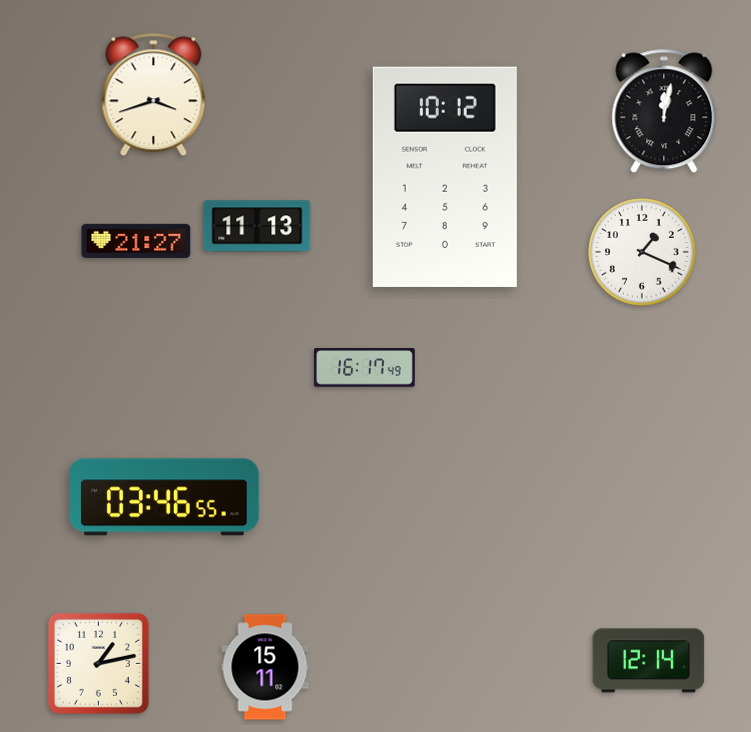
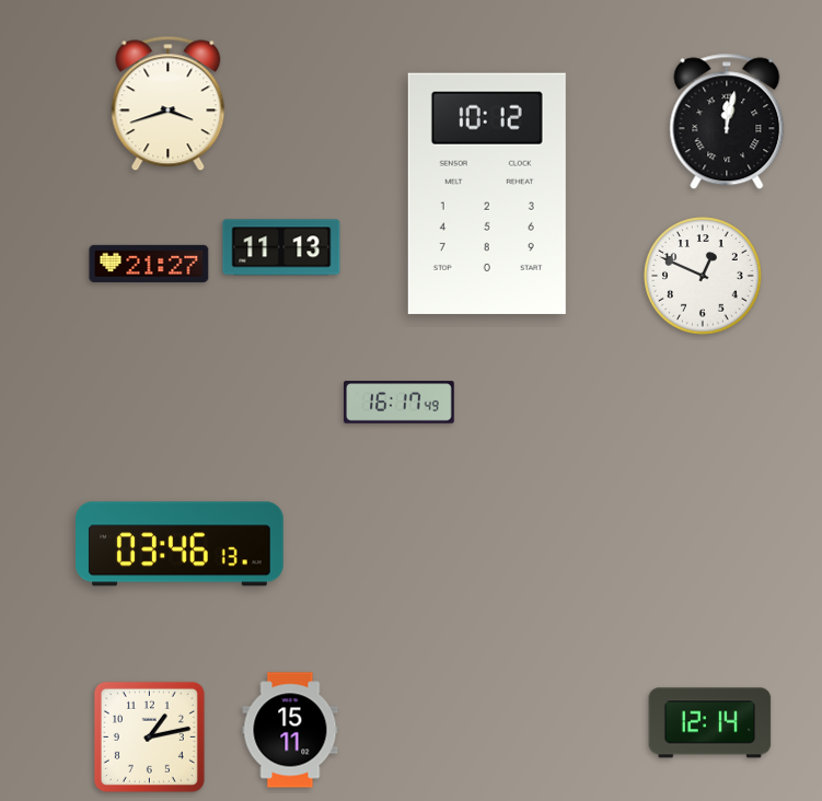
clock at (642, 252): 1:19 -> 12:49
clock at (165, 497): 03:46:55 -> 03:46:13
clock at (98, 663) position: (98, 663) -> (149, 736)
